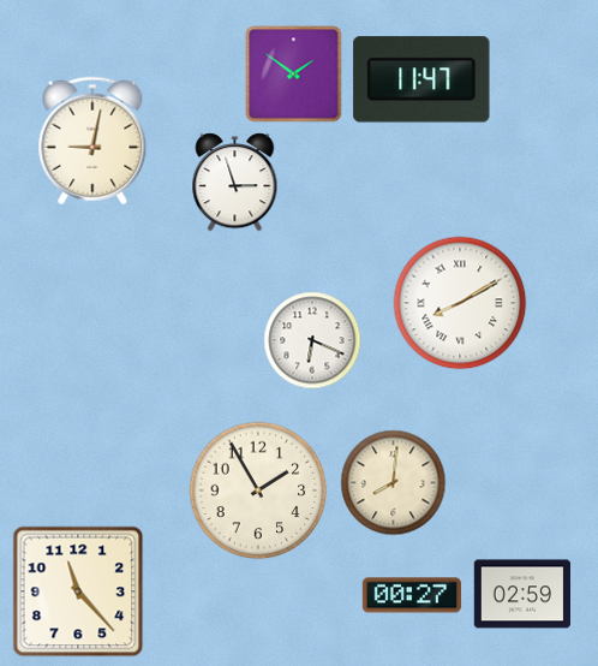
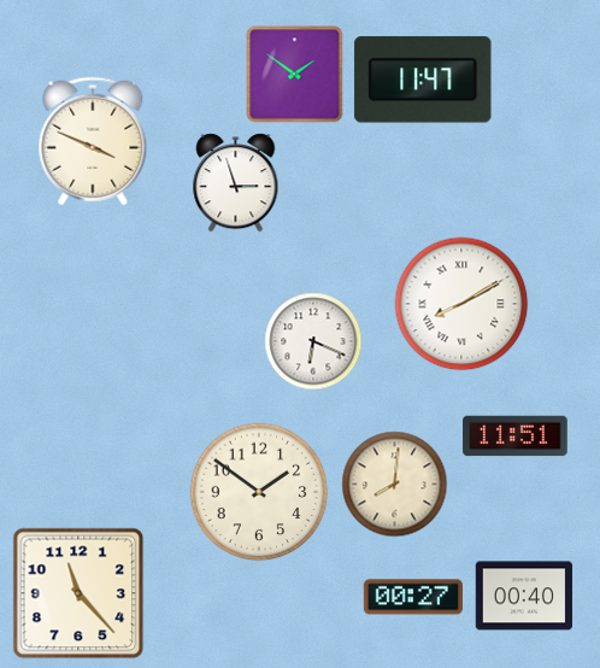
clock at (92, 141): 9:02 -> 3:49
clock at (516, 436): none -> 11:51
clock at (258, 490): 1:55 -> 1:51
clock at (522, 594): 02:59 -> 00:40
